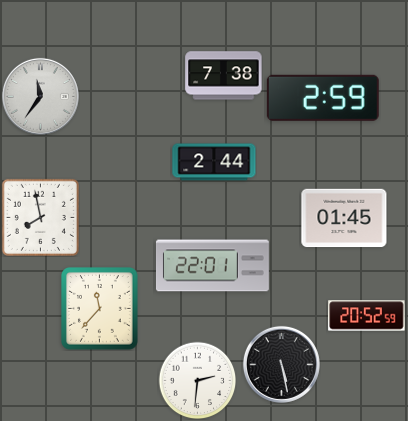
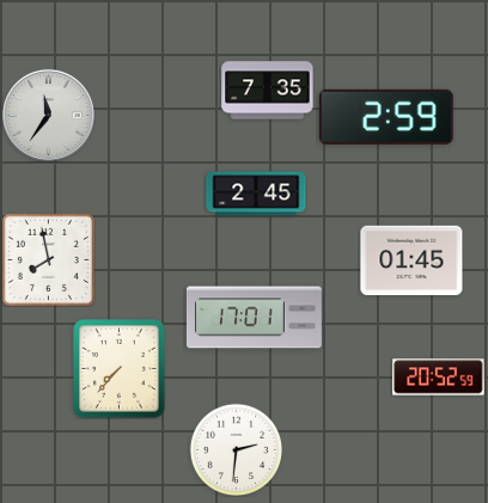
clock at (224, 76): 7:38 -> 7:35
clock at (214, 162): 2:44 -> 2:45
clock at (212, 266): 22:01 -> 17:01
clock at (100, 309): 11:37 -> 7:37
clock at (281, 364): 5:28 -> none
clock at (197, 380) position: (197, 380) -> (236, 449)
